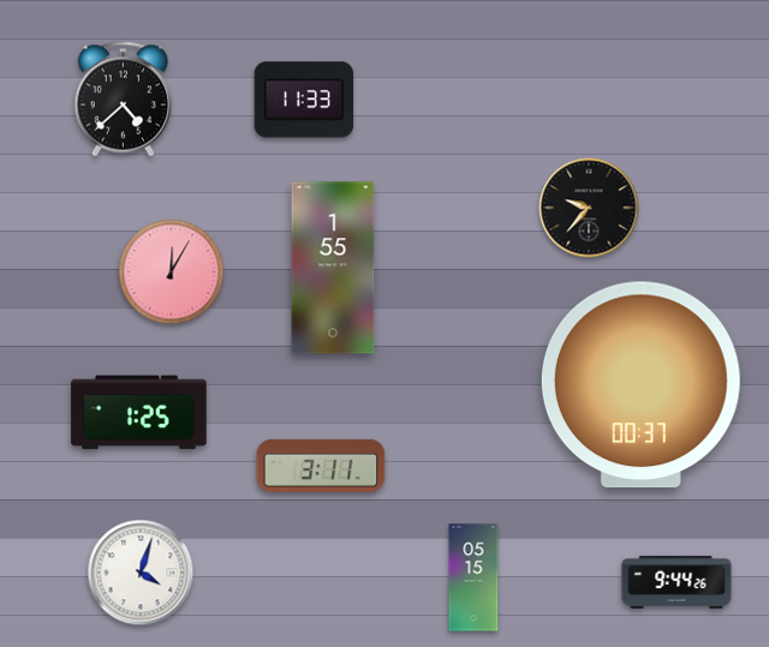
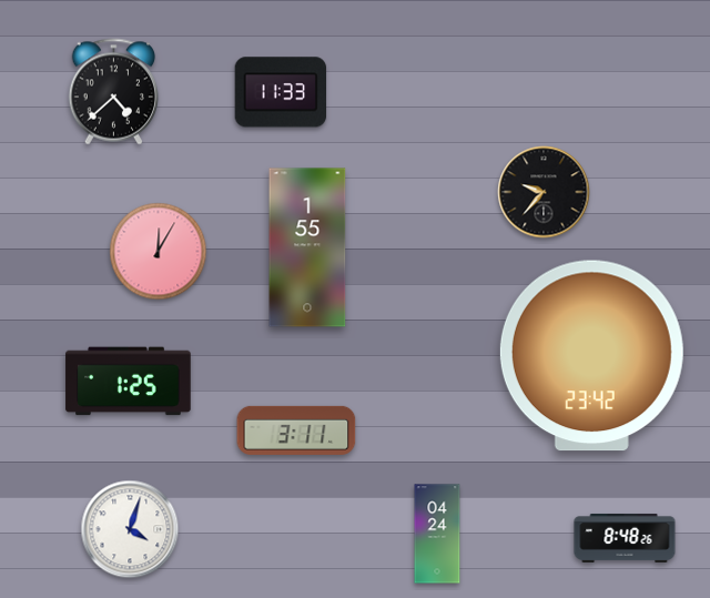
clock at (640, 385): 00:37 -> 23:42
clock at (473, 577): 05:15 -> 04:24
clock at (676, 582): 9:44 -> 8:48
